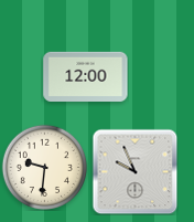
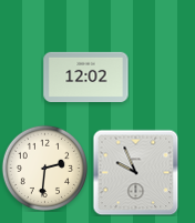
clock at (86, 76): 12:00 -> 12:02
clock at (44, 167): 9:31 -> 2:31
